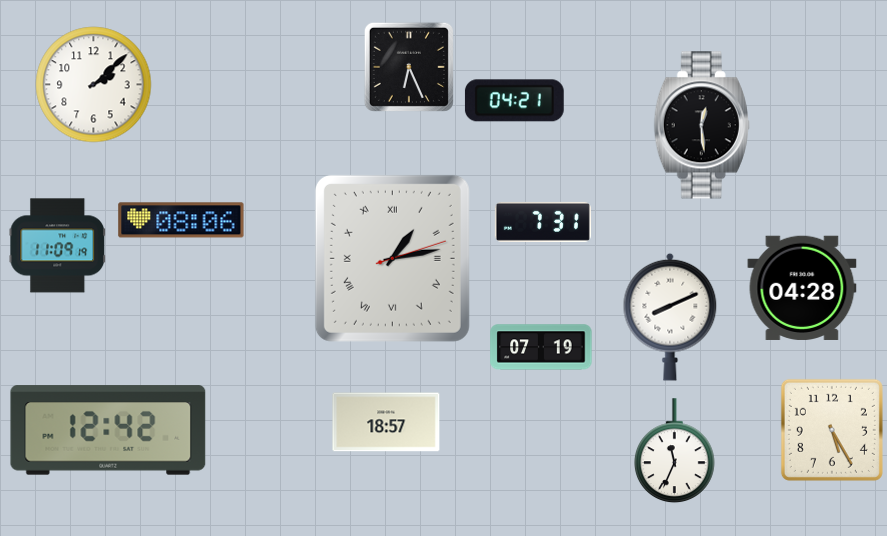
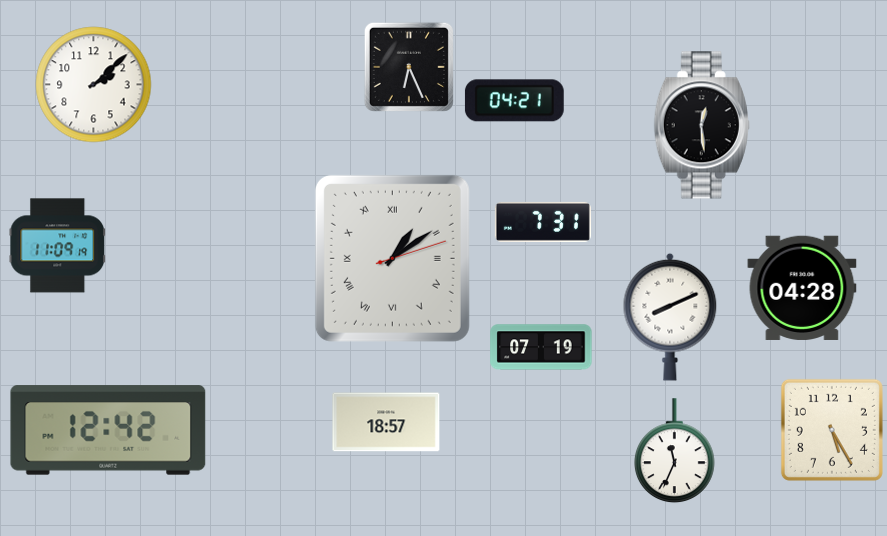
clock at (181, 220): 08:06 -> none
clock at (392, 258): 1:13 -> 1:09
